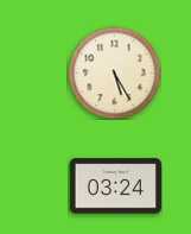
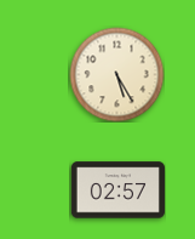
clock at (115, 186): 03:24 -> 02:57
